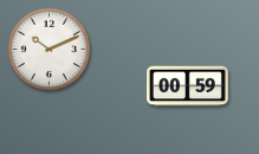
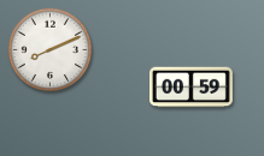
clock at (48, 49): 10:11 -> 8:11
